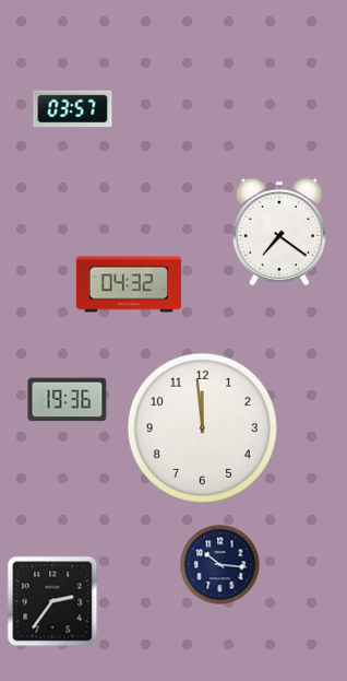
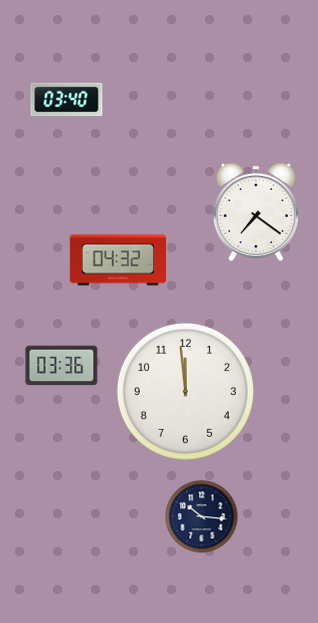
clock at (73, 109): 03:57 -> 03:40
clock at (68, 400): 19:36 -> 03:36
clock at (52, 601): 2:36 -> none
